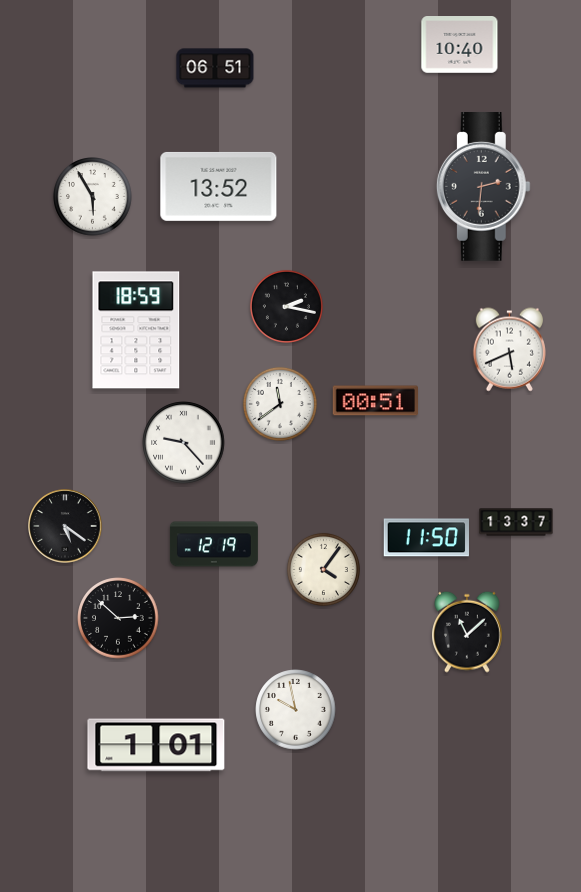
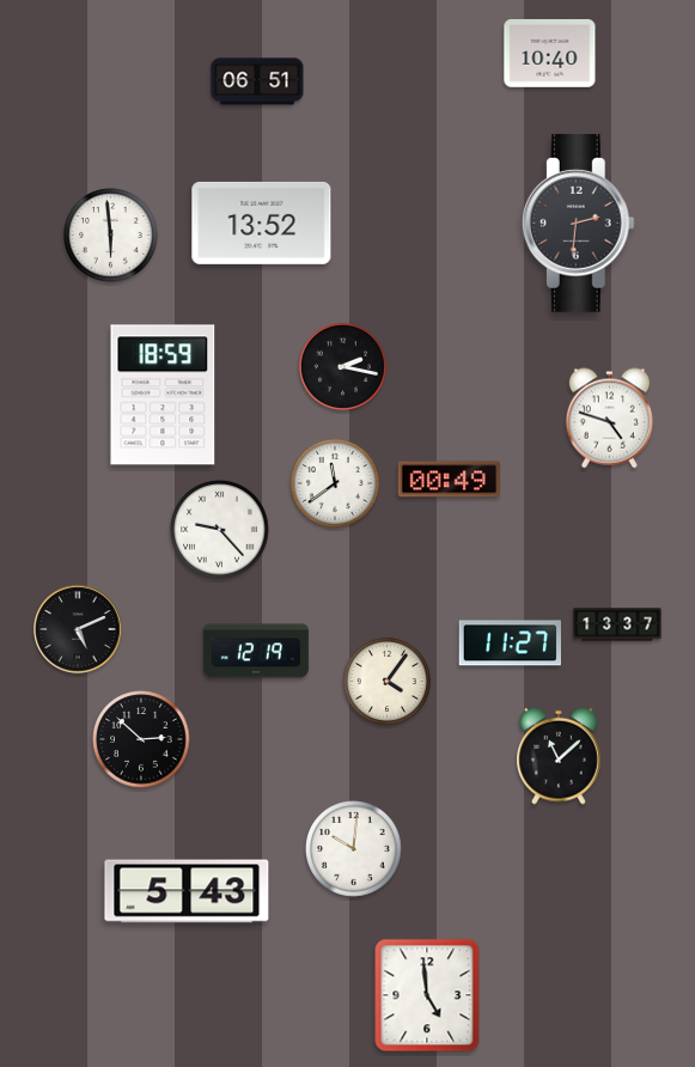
clock at (93, 197): 5:55 -> 5:59
clock at (509, 350): 5:41 -> 4:48
clock at (375, 401): 00:51 -> 00:49
clock at (65, 526): 5:21 -> 5:11
clock at (426, 538): 11:50 -> 11:27
clock at (296, 710): 9:58 -> 10:01
clock at (156, 745): 1:01 -> 5:43
clock at (427, 995): none -> 4:59
